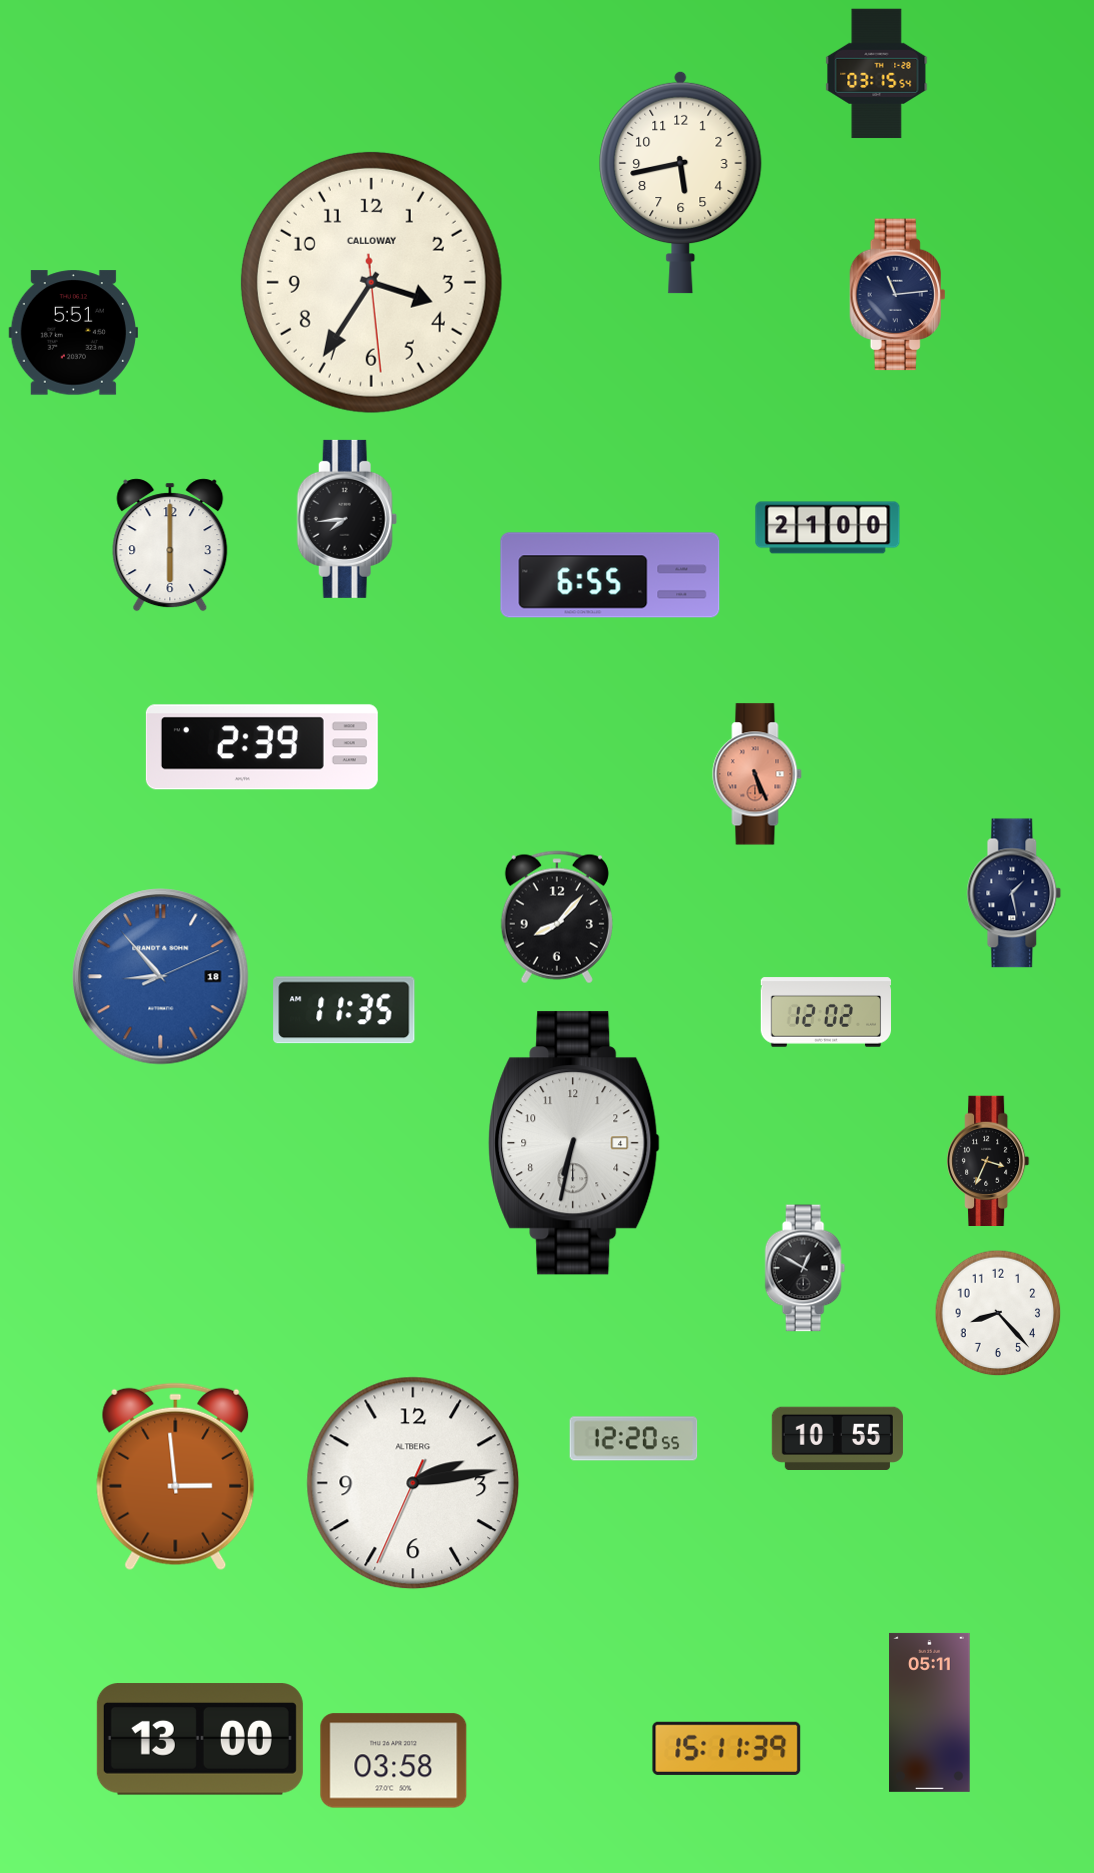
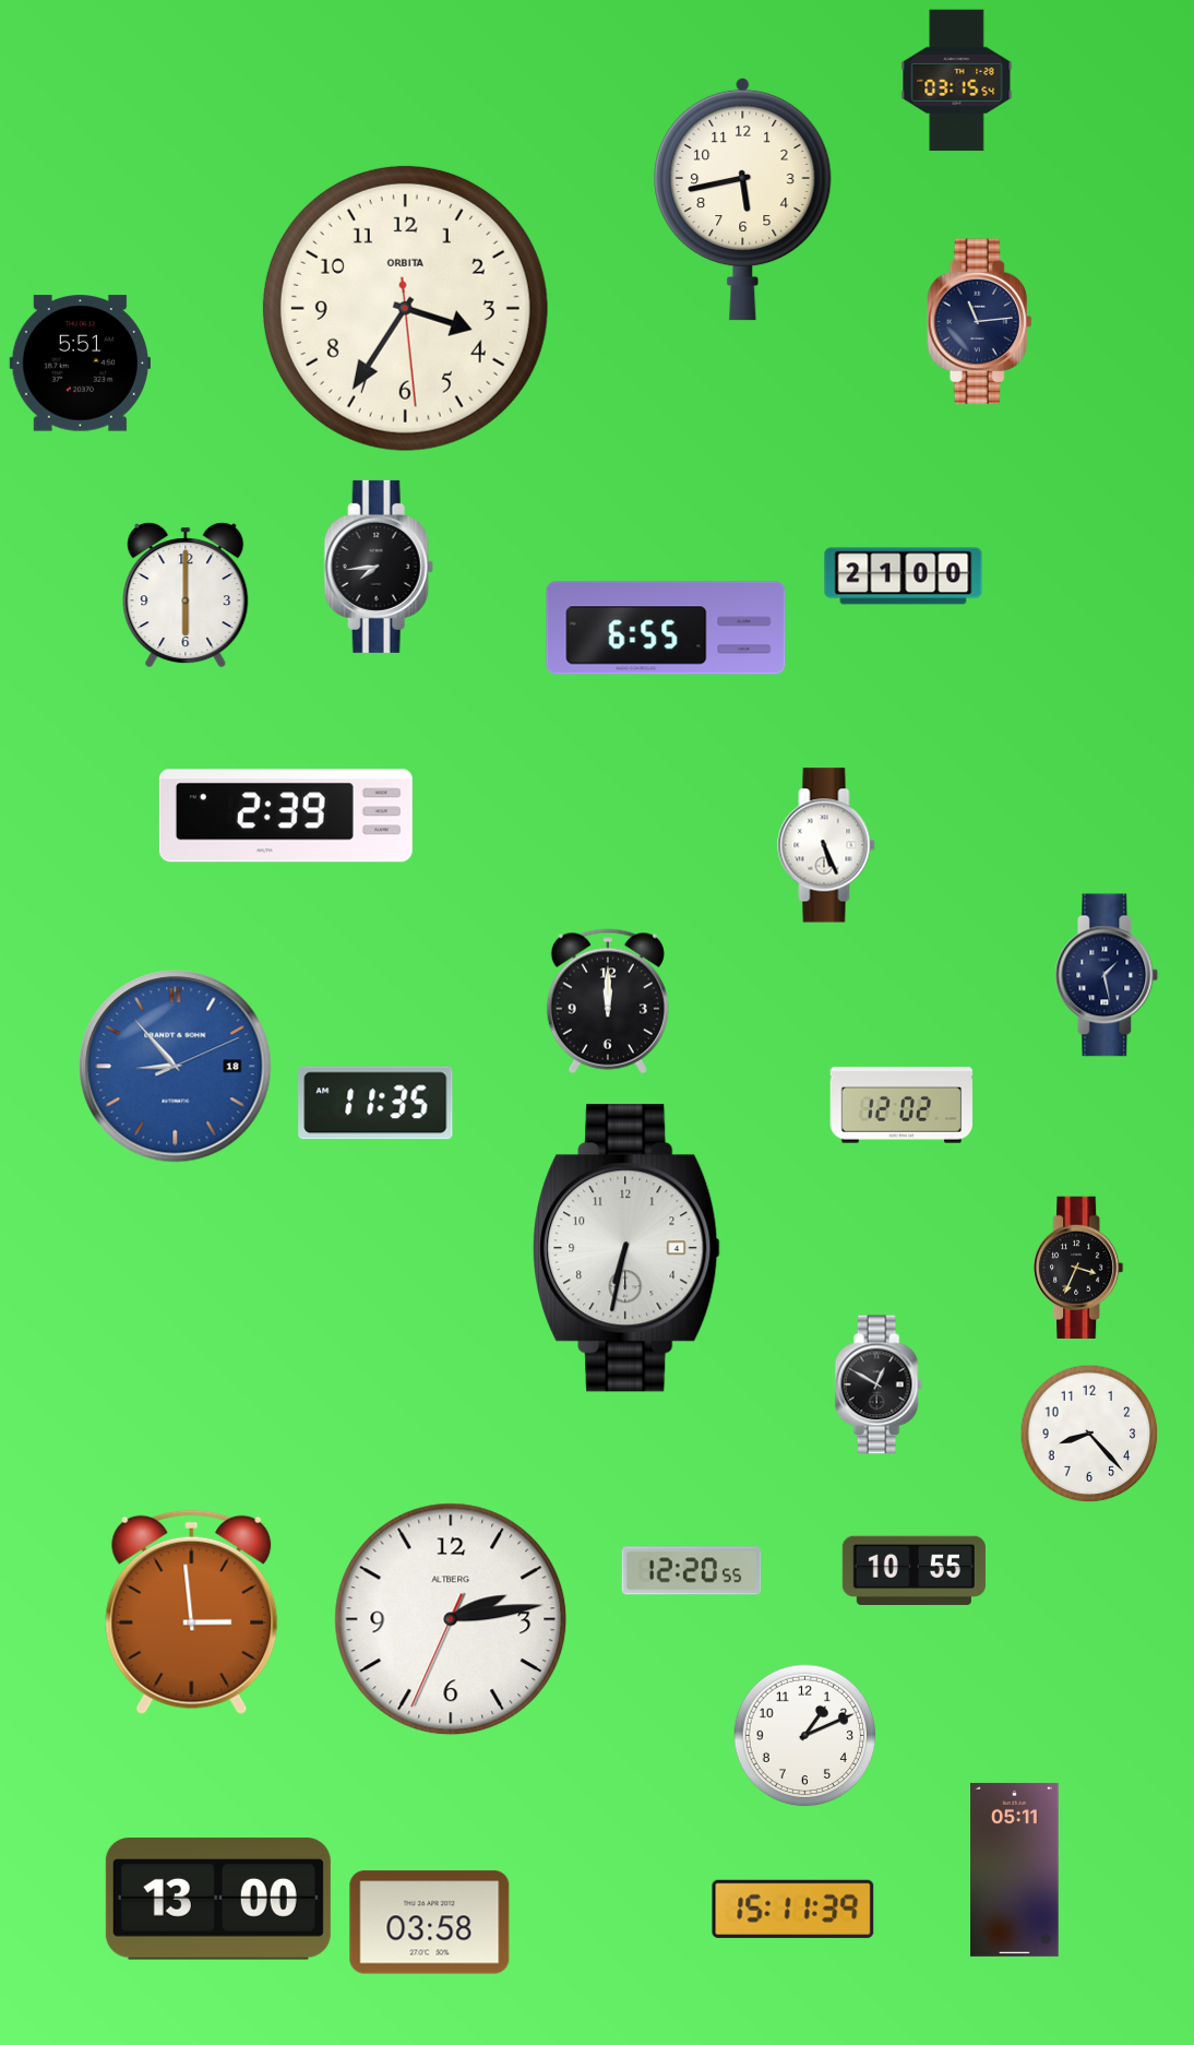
clock at (371, 282) brand: CALLOWAY -> ORBITA
clock at (757, 774) dial: salmon -> white
clock at (557, 917): 8:07 -> 12:00
clock at (805, 1736): none -> 1:11
